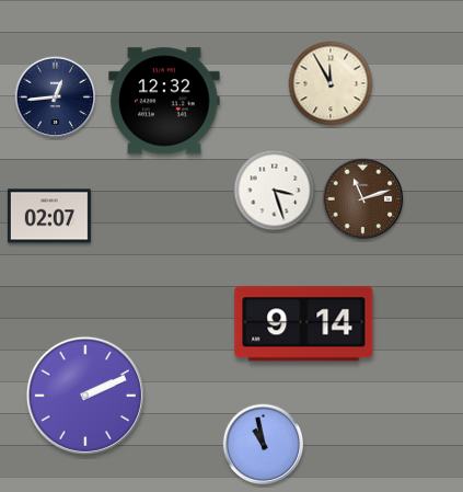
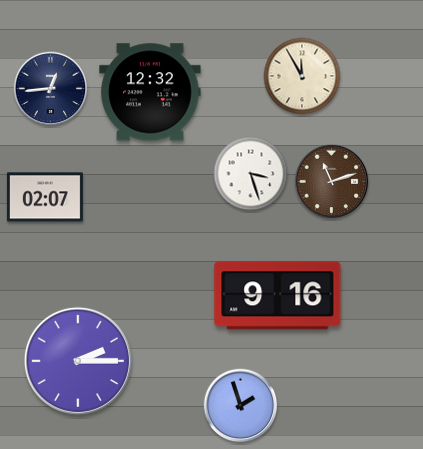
clock at (304, 324): 9:14 -> 9:16
clock at (85, 396): 2:11 -> 2:15
clock at (264, 445): 10:58 -> 1:57
